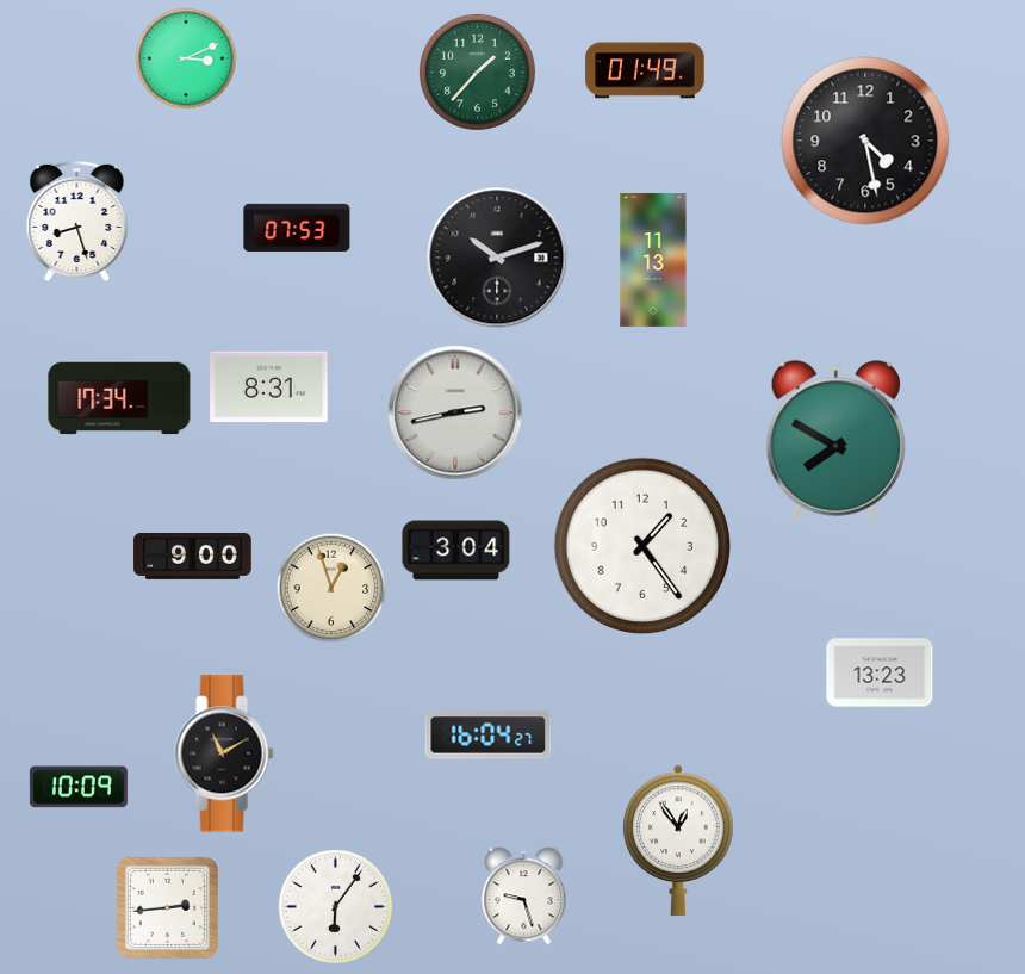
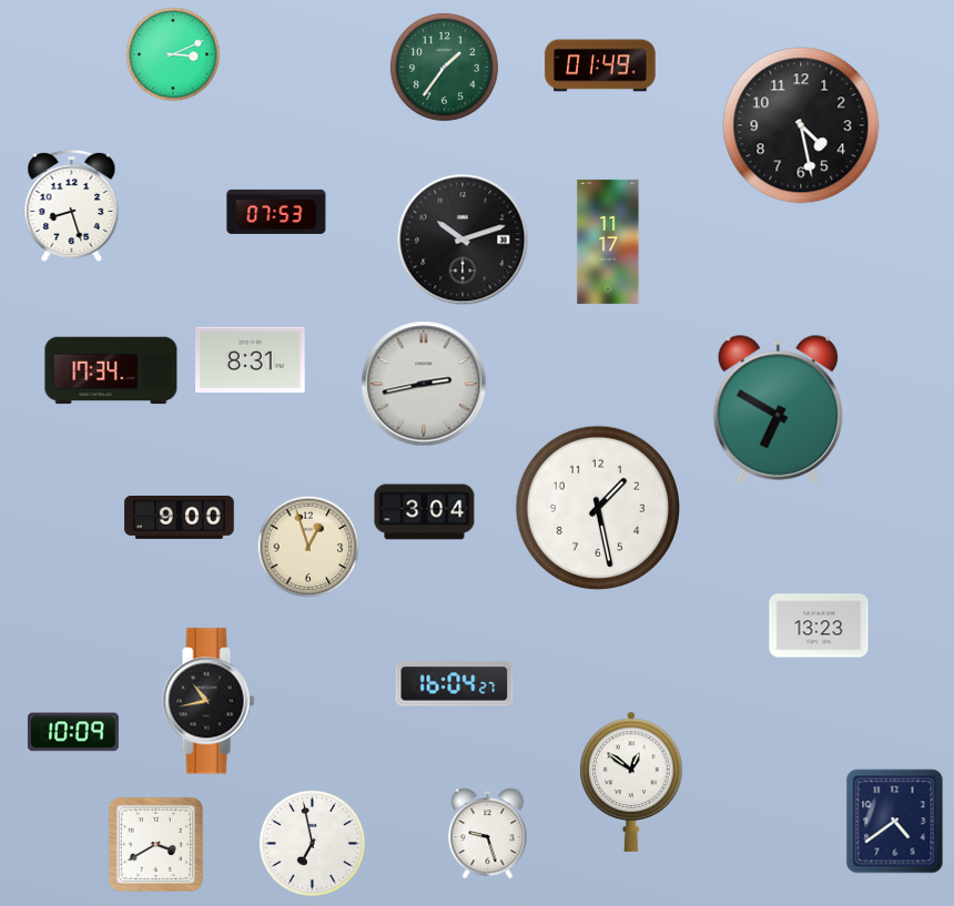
clock at (477, 72): 1:37 -> 1:36
clock at (865, 141) position: (865, 141) -> (801, 125)
clock at (653, 260): 11:13 -> 11:17
clock at (835, 440): 7:50 -> 6:50
clock at (641, 545): 1:24 -> 1:28
clock at (224, 753): 11:10 -> 10:43
clock at (678, 840): 12:54 -> 12:51
clock at (895, 822): none -> 4:39
clock at (335, 906): 6:06 -> 6:58
clock at (167, 907): 2:44 -> 3:40
